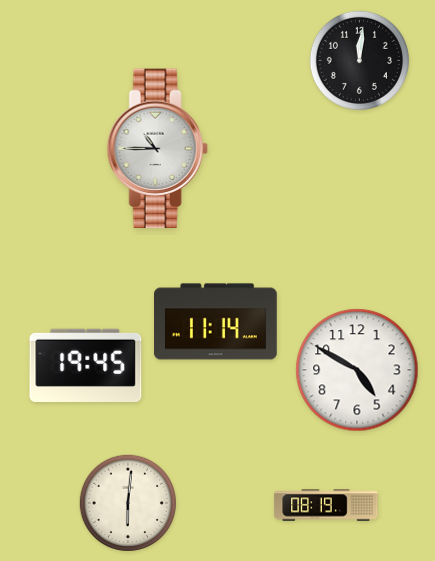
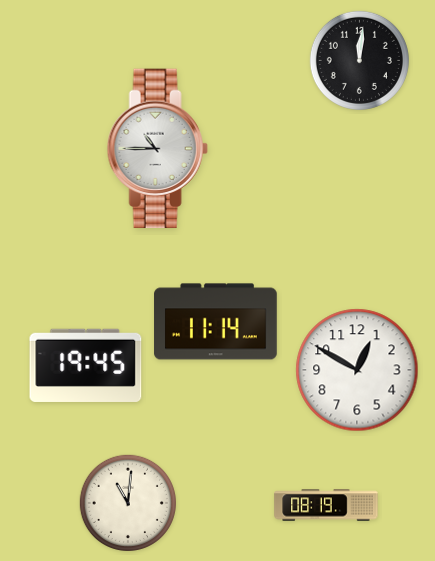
clock at (357, 370): 4:50 -> 12:50
clock at (128, 503): 6:01 -> 11:01
